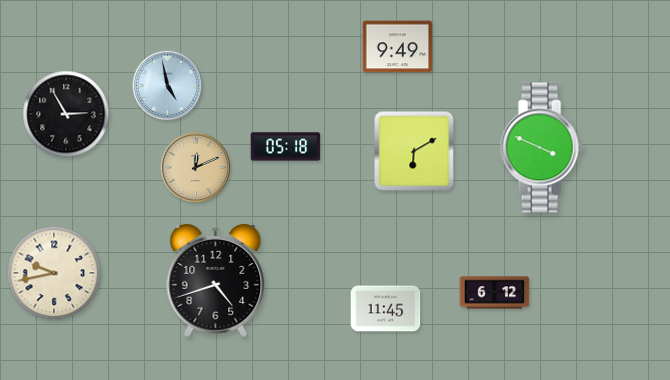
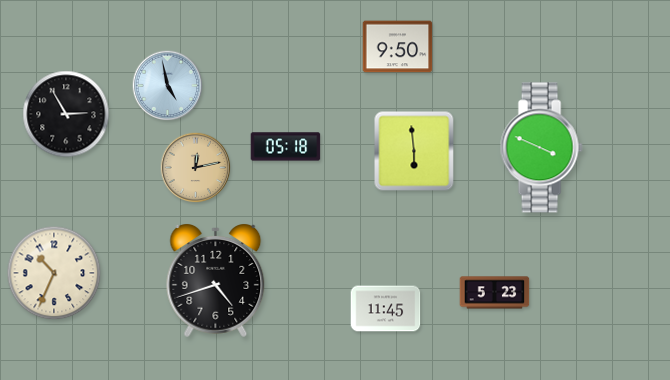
clock at (398, 47): 9:49 -> 9:50
clock at (414, 151): 6:10 -> 5:59
clock at (196, 168): 12:11 -> 12:13
clock at (54, 273): 9:43 -> 10:34
clock at (495, 293): 6:12 -> 5:23
